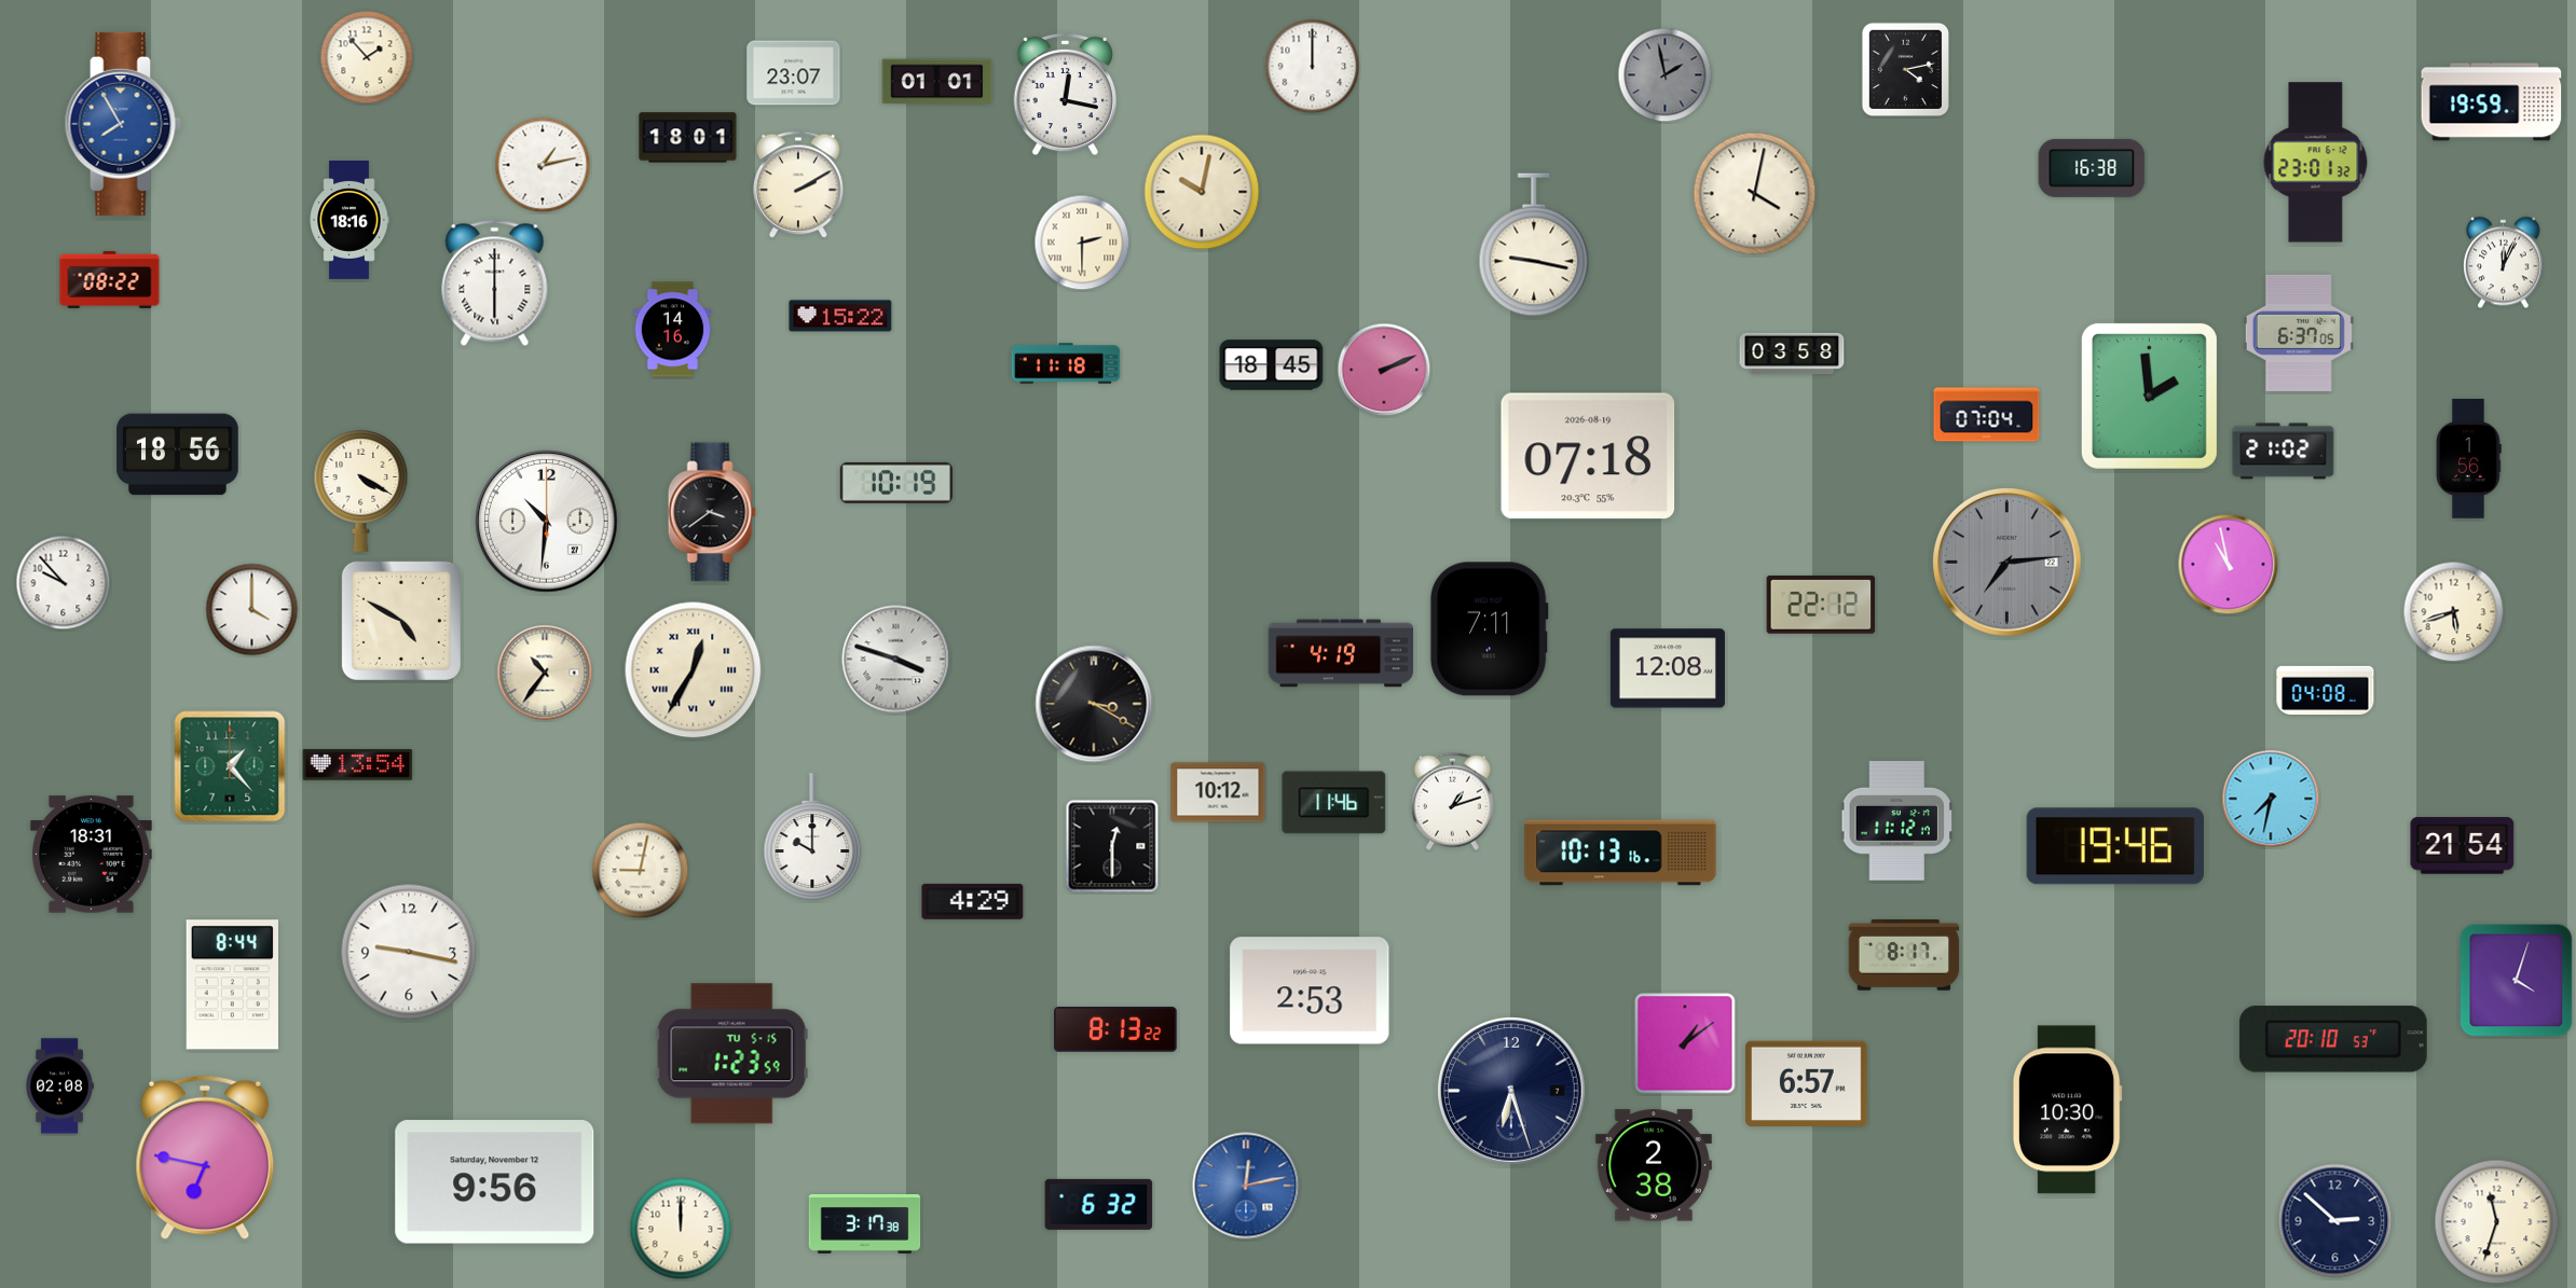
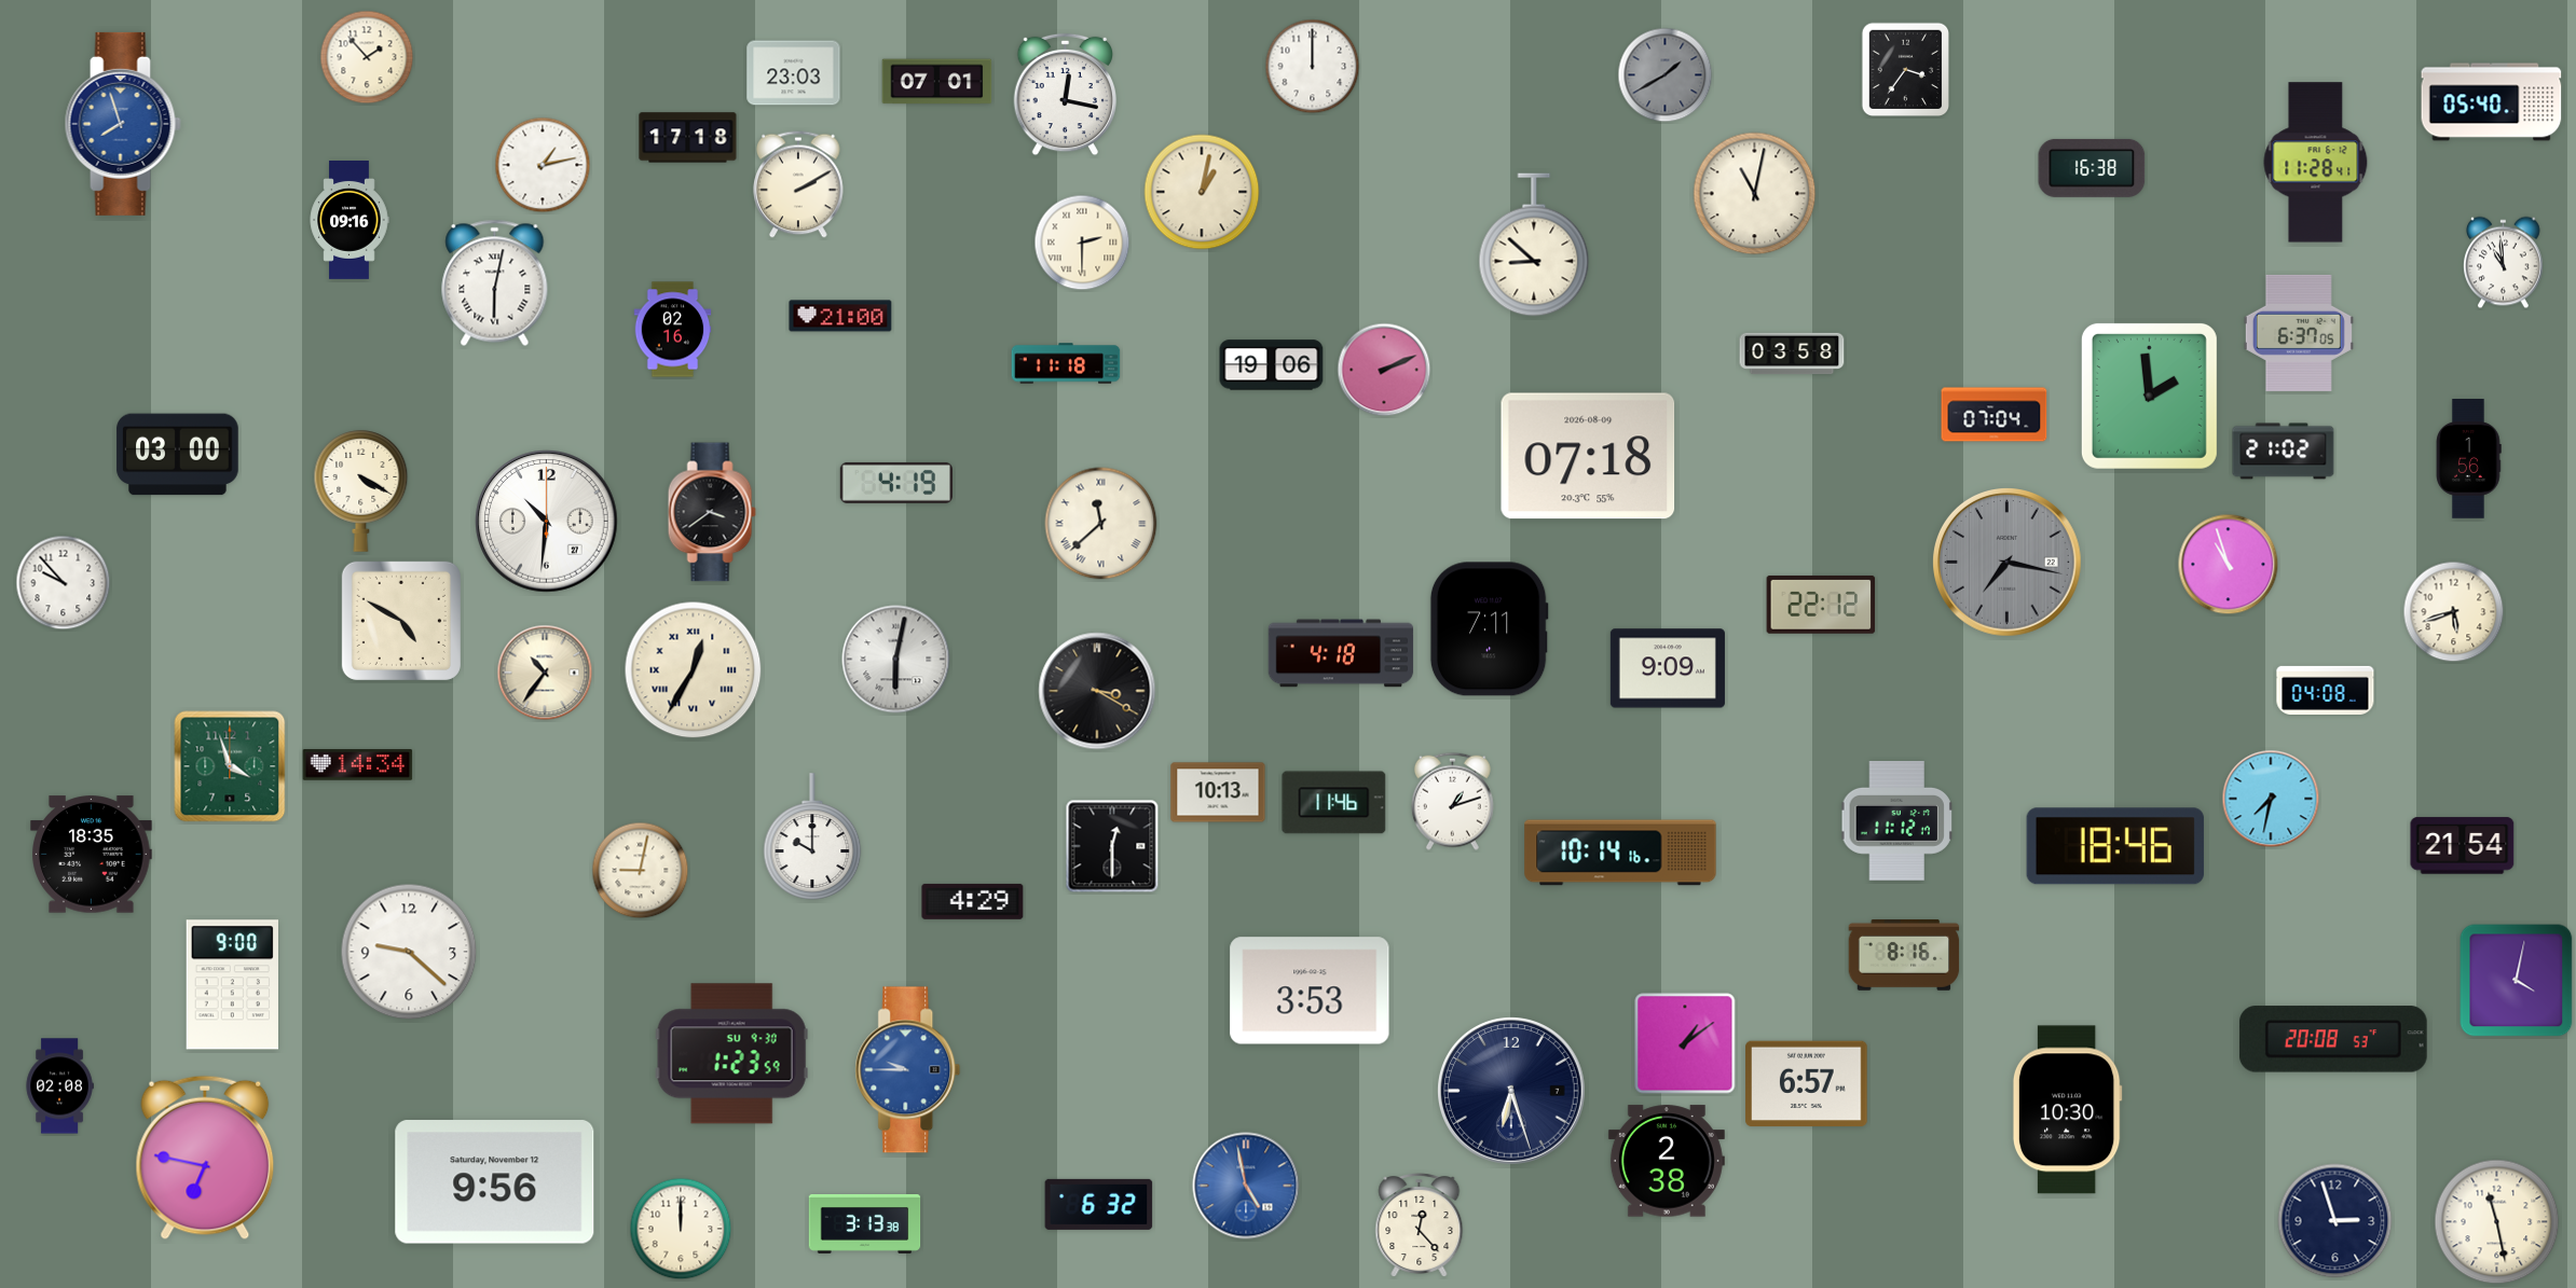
clock at (1905, 70): 4:13 -> 3:36
clock at (794, 73): 23:07 -> 23:03
clock at (1666, 75): 1:58 -> 1:40
clock at (937, 82): 01:01 -> 07:01
clock at (2492, 102): 19:59 -> 05:40
clock at (123, 124): 7:55 -> 7:57
clock at (688, 138): 18:01 -> 17:18
clock at (2316, 163): 23:01 -> 11:28
clock at (1202, 192): 10:02 -> 1:02
clock at (1755, 194): 4:02 -> 11:02
clock at (350, 221): 18:16 -> 09:16
clock at (1534, 245): 9:17 -> 8:52
clock at (2504, 263): 12:04 -> 10:59
clock at (110, 279): 08:22 -> none
clock at (495, 282): 6:00 -> 6:02
clock at (840, 316): 15:22 -> 21:00
clock at (673, 330): 14:16 -> 02:16
clock at (1272, 365): 18:45 -> 19:06
clock at (1987, 415) position: (1987, 415) -> (1995, 415)
clock at (178, 455): 18:56 -> 03:00
clock at (1588, 456) date: 2026-08-19 -> 2026-08-09
clock at (895, 483): 10:19 -> 4:19
clock at (1101, 524): none -> 11:38
clock at (2008, 563): 7:14 -> 7:17
clock at (2229, 565): 10:58 -> 10:57
clock at (252, 610): 4:00 -> none
clock at (1341, 653): 4:19 -> 4:18
clock at (896, 660): 3:48 -> 6:02
clock at (1668, 668): 12:08 -> 9:09
clock at (1094, 704) position: (1094, 704) -> (1097, 691)
clock at (358, 765): 13:54 -> 14:34
clock at (230, 766): 1:23 -> 3:57
clock at (1218, 792): 10:12 -> 10:13
clock at (2115, 846): 19:46 -> 18:46
clock at (1620, 853): 10:13 -> 10:14
clock at (92, 855): 18:31 -> 18:35
clock at (409, 952): 9:17 -> 9:22
clock at (1904, 956): 8:17 -> 8:16
clock at (2517, 981): 4:03 -> 4:02
clock at (232, 985): 8:44 -> 9:00
clock at (1310, 991): 2:53 -> 3:53
clock at (1115, 1029): 8:13 -> none
clock at (2333, 1039): 20:10 -> 20:08
clock at (731, 1054) date: TU 5-15 -> SU 9-30
clock at (908, 1070): none -> 9:45
clock at (1654, 1165) position: (1654, 1165) -> (1667, 1161)
clock at (1246, 1186): 12:13 -> 4:58
clock at (2335, 1221): 2:52 -> 2:57
clock at (2497, 1222): 11:33 -> 11:28
clock at (865, 1224): 3:17 -> 3:13
clock at (1420, 1225): none -> 12:23
